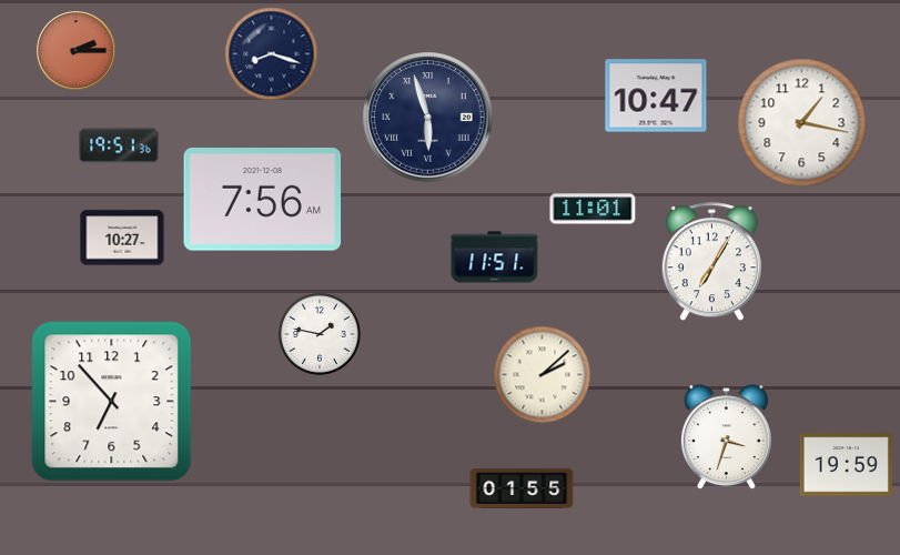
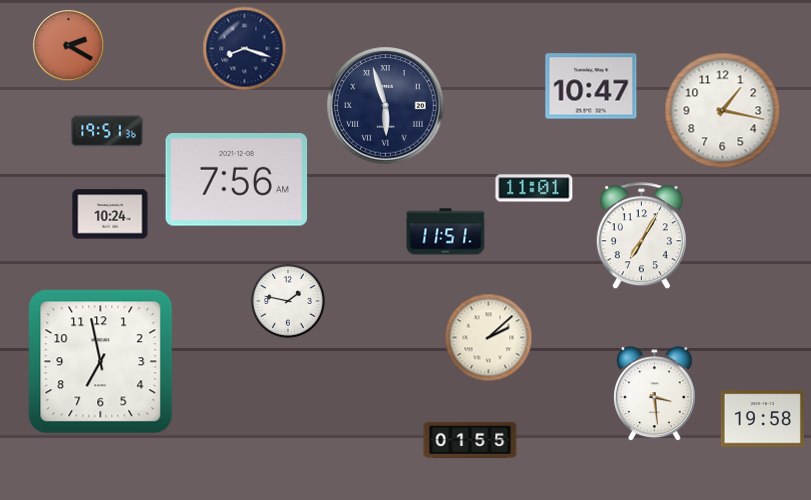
clock at (77, 51): 2:15 -> 2:20
clock at (122, 238): 10:27 -> 10:24
clock at (112, 402): 6:53 -> 6:58
clock at (726, 437): 3:33 -> 3:29
clock at (846, 465): 19:59 -> 19:58
